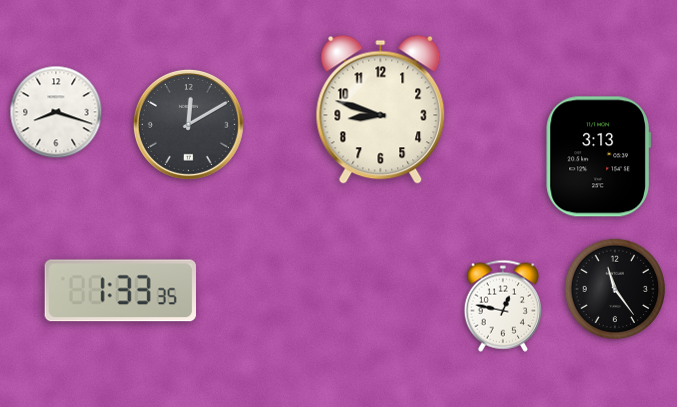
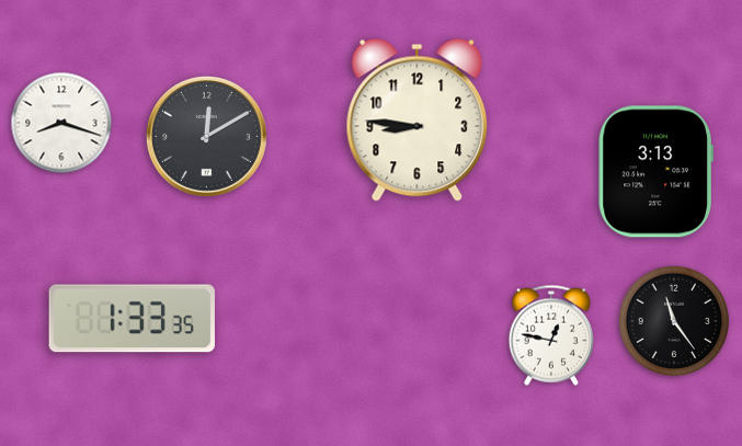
clock at (381, 109): 8:48 -> 8:46
clock at (614, 288) position: (614, 288) -> (673, 320)
